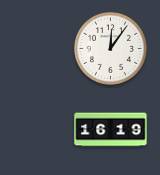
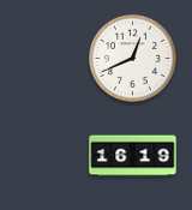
clock at (110, 48): 12:06 -> 12:41
